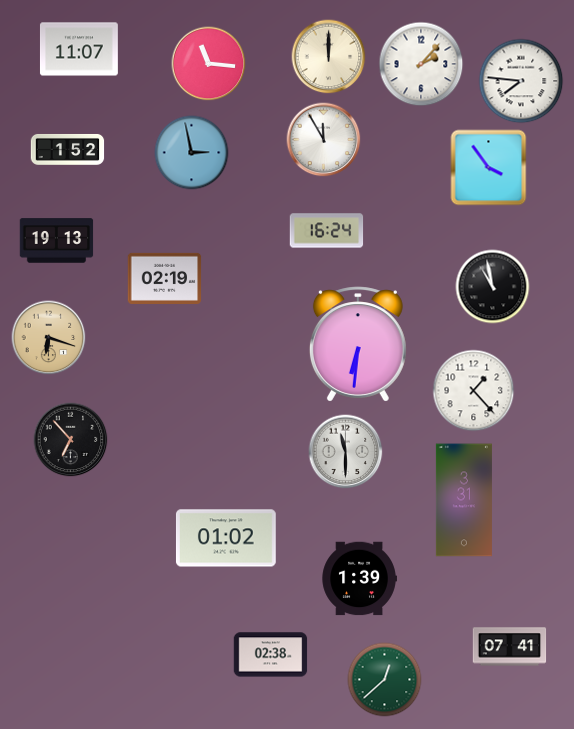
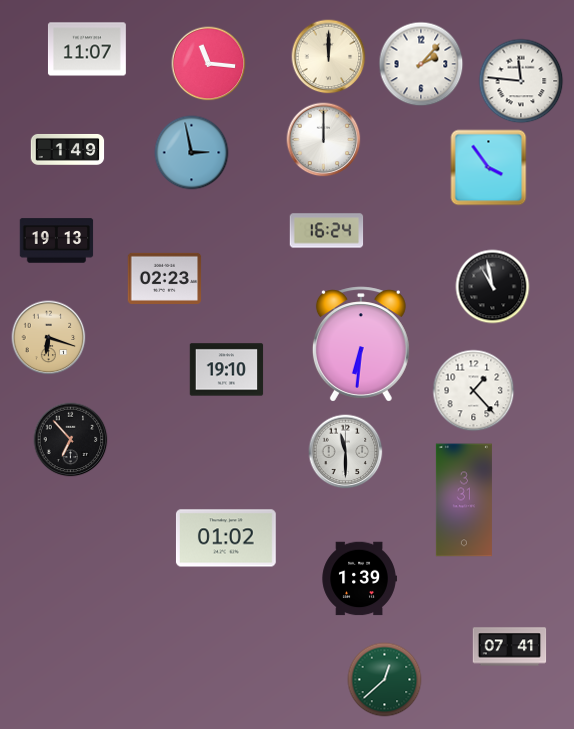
clock at (79, 49) position: (79, 49) -> (87, 49)
clock at (521, 81): 7:46 -> 11:46
clock at (324, 140): 11:55 -> 12:00
clock at (68, 149): 1:52 -> 1:49
clock at (165, 278): 02:19 -> 02:23
clock at (358, 344) position: (358, 344) -> (361, 344)
clock at (227, 370): none -> 19:10
clock at (271, 655): 02:38 -> none
